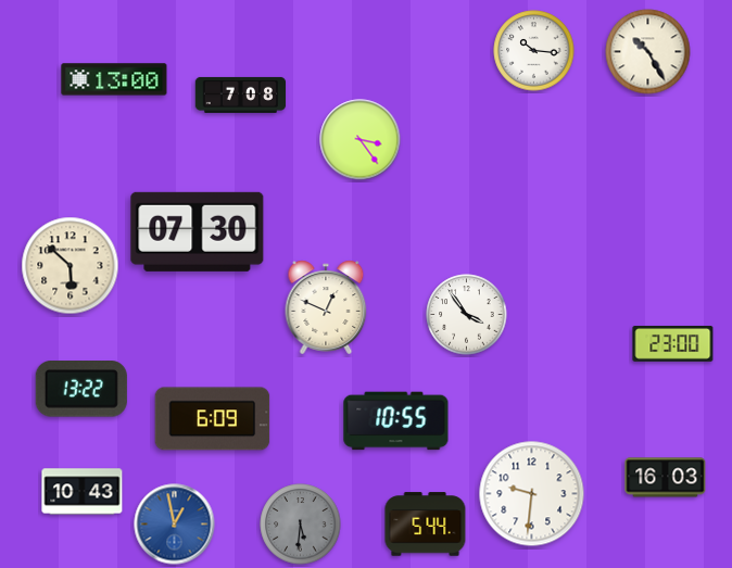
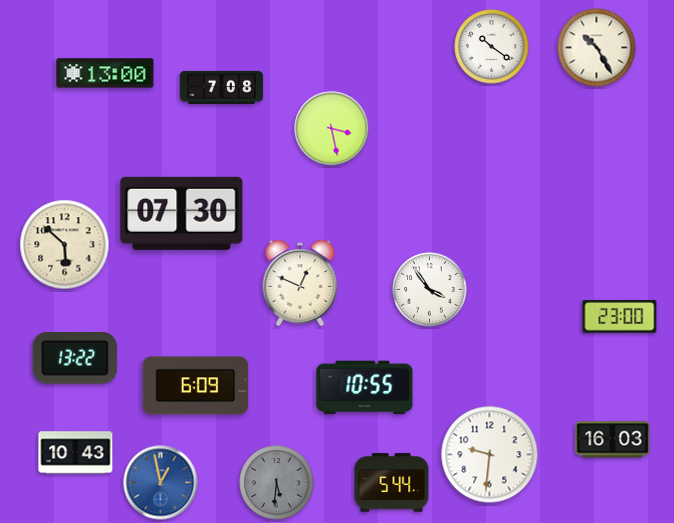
clock at (534, 51): 10:16 -> 10:21
clock at (361, 140): 3:24 -> 3:28
